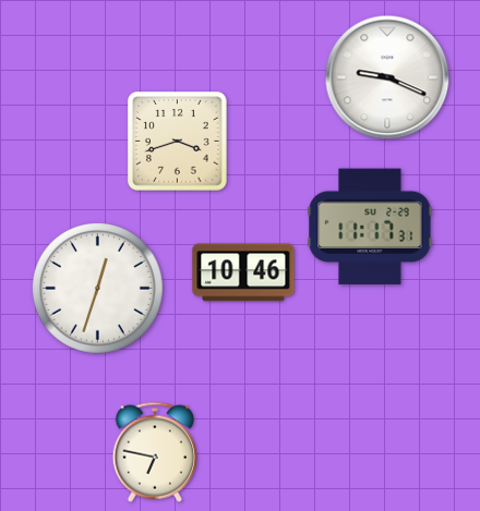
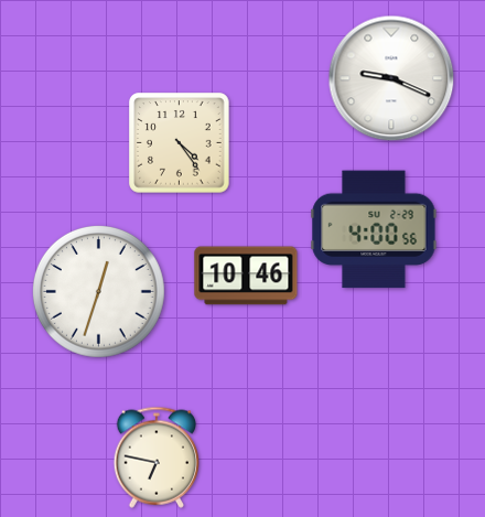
clock at (178, 142): 3:42 -> 4:24
clock at (370, 227): 11:17 -> 4:00
